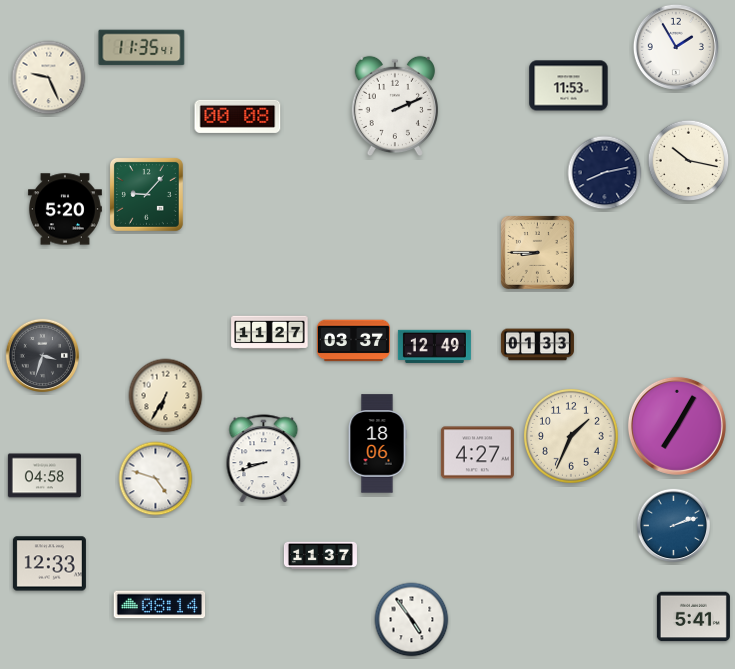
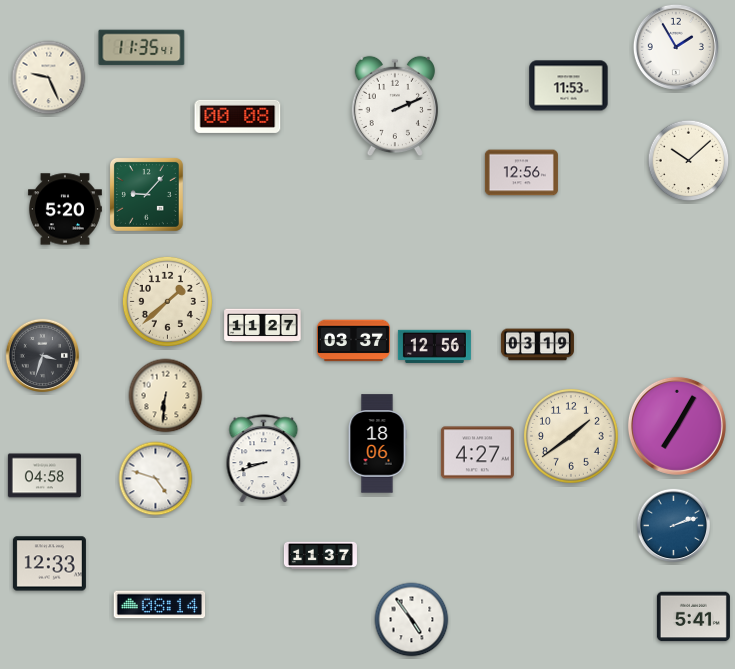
clock at (689, 161): 10:17 -> 10:08
clock at (521, 173): none -> 12:56
clock at (605, 173): 8:13 -> none
clock at (537, 252): 8:45 -> none
clock at (167, 301): none -> 1:38
clock at (270, 333) position: (270, 333) -> (263, 326)
clock at (537, 345): 01:33 -> 03:19
clock at (434, 346): 12:49 -> 12:56
clock at (166, 396): 6:35 -> 6:31
clock at (571, 436): 1:34 -> 1:39
